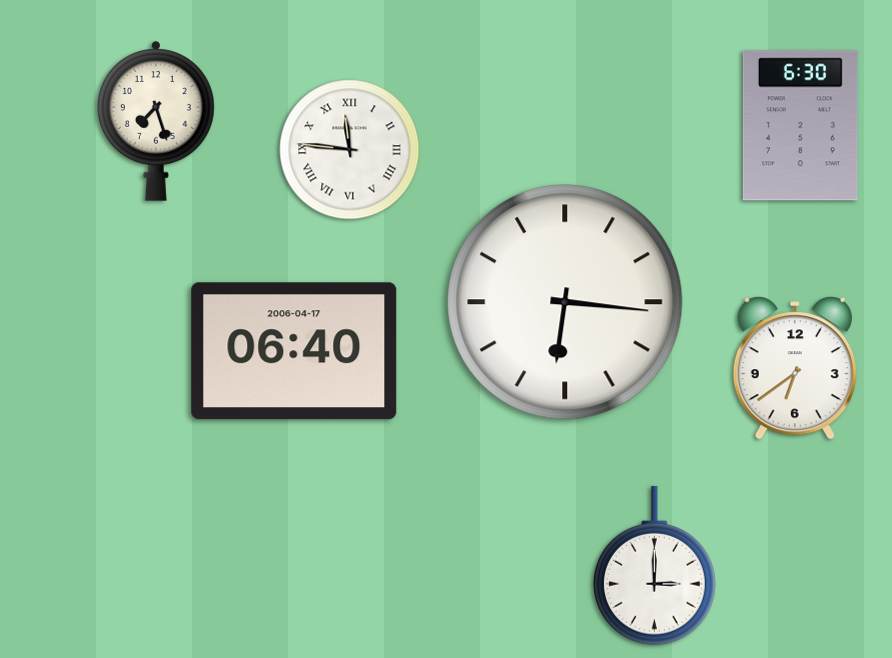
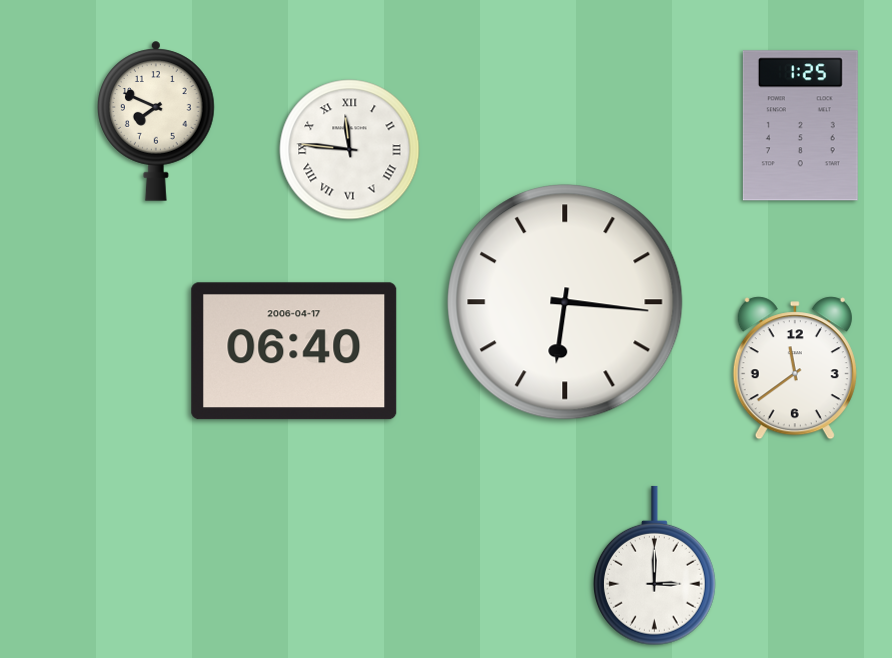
clock at (157, 121): 7:27 -> 7:49
clock at (800, 126): 6:30 -> 1:25
clock at (795, 368): 6:39 -> 11:39
